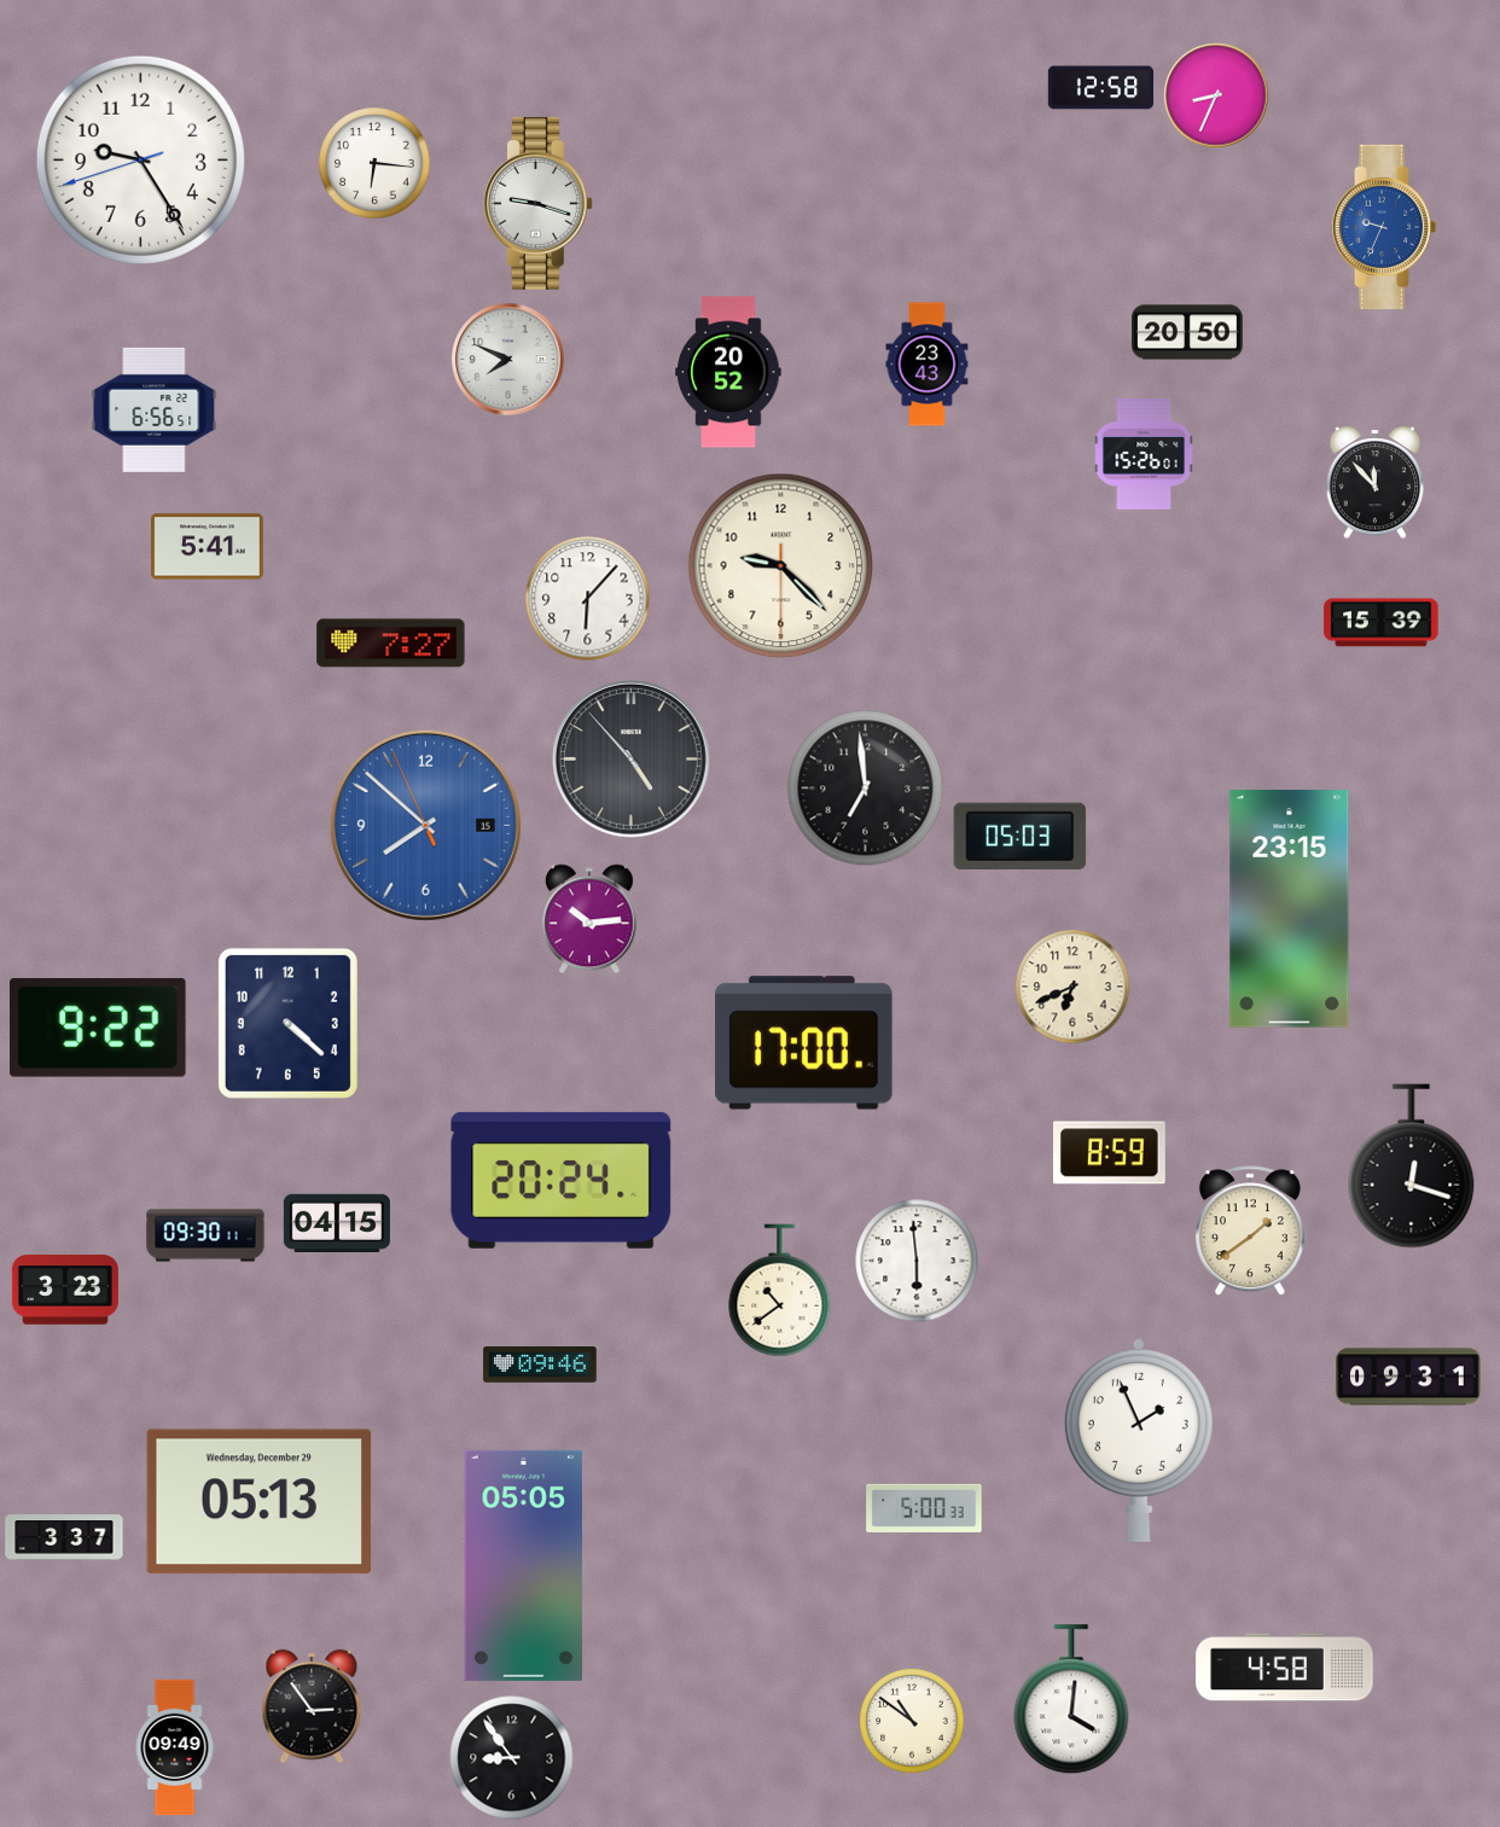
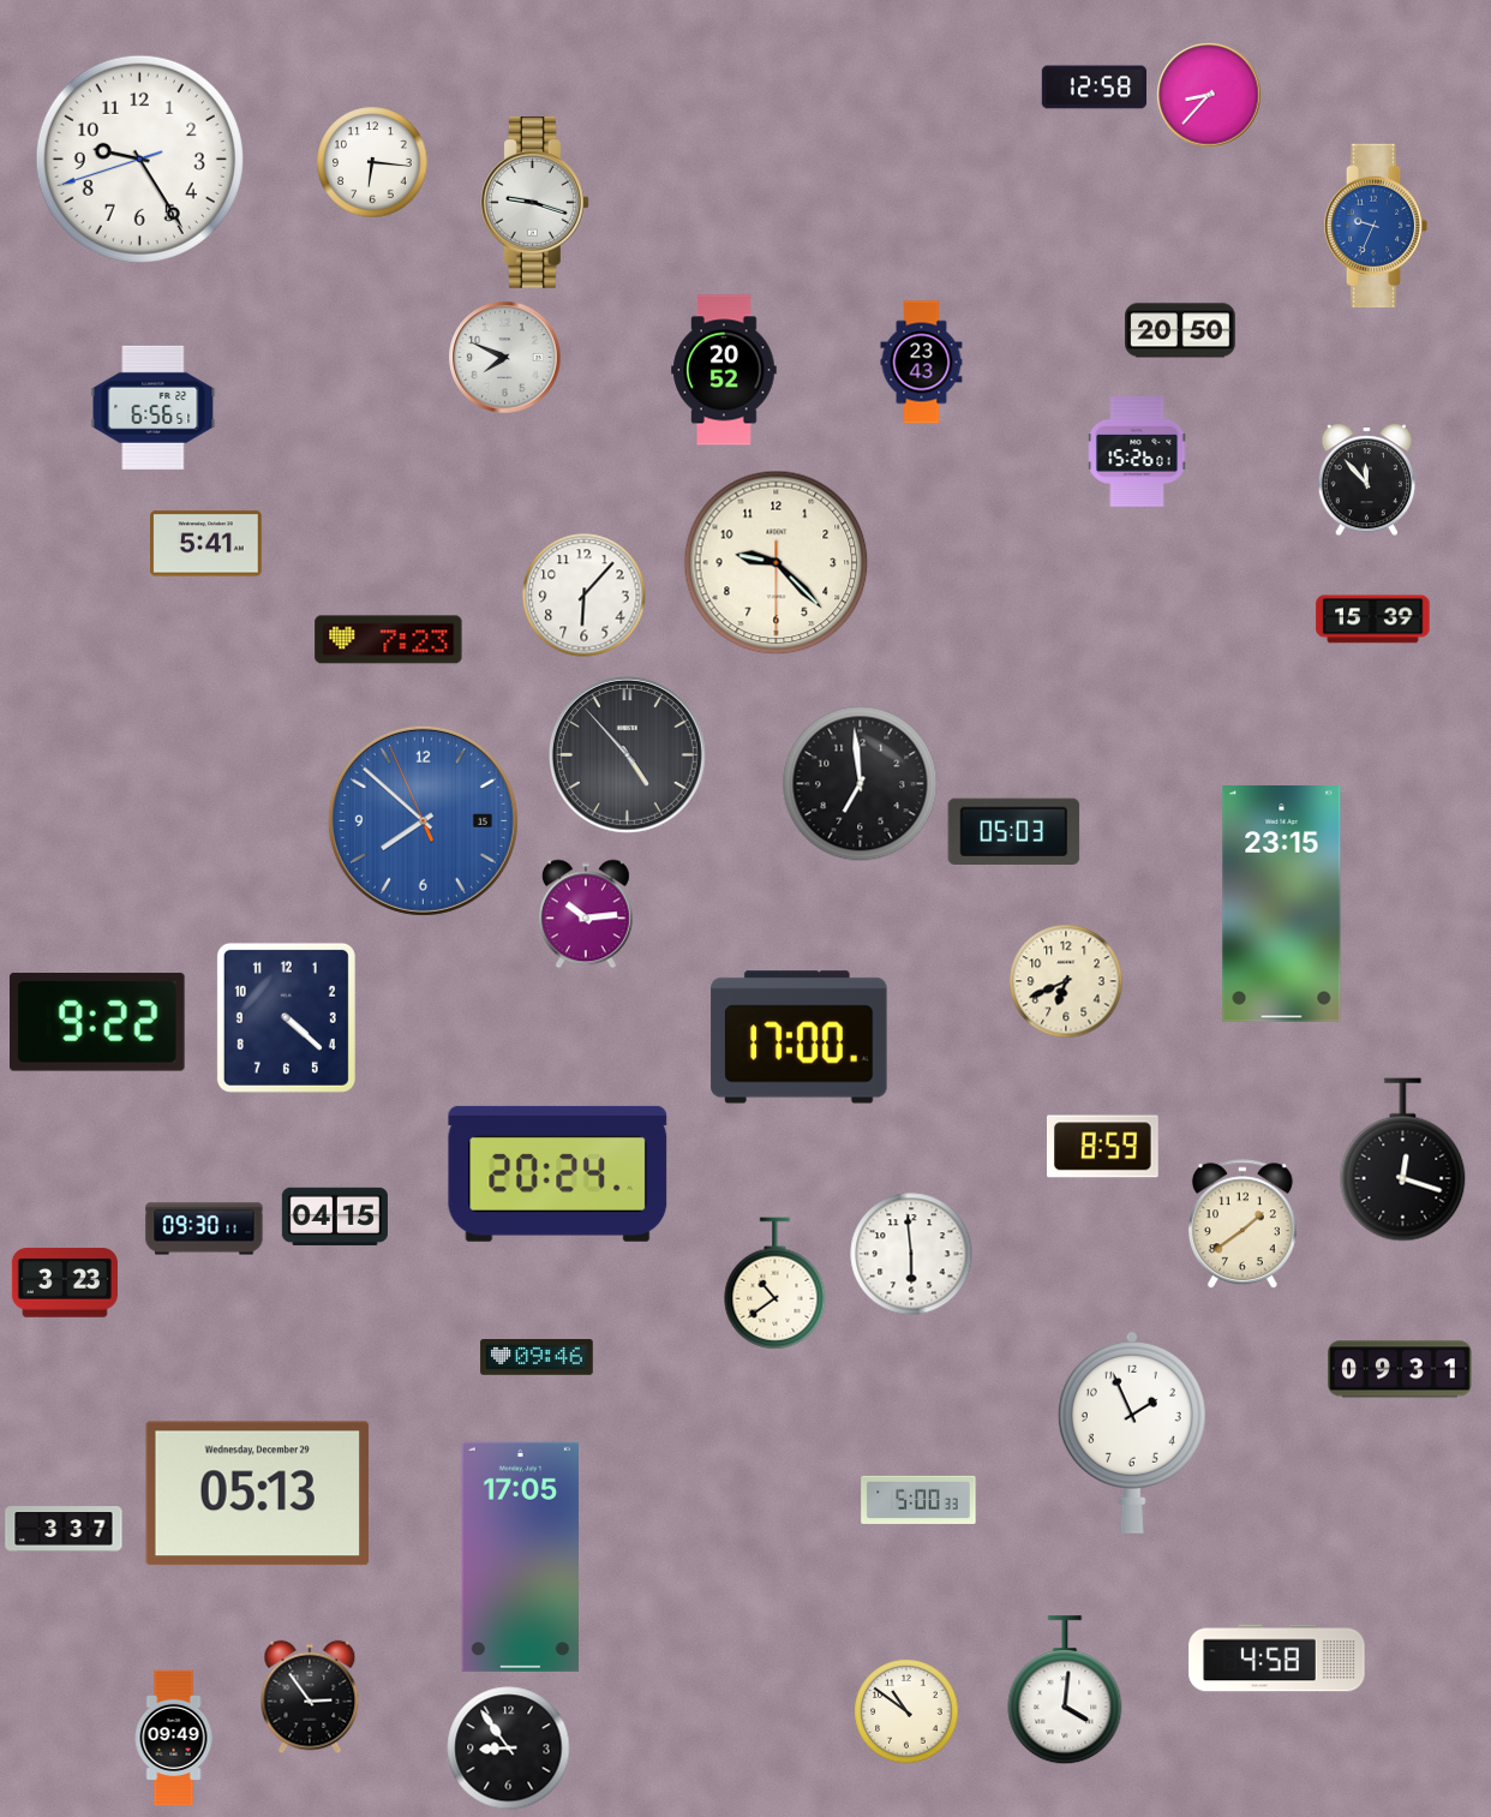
clock at (1216, 95): 8:34 -> 8:37
clock at (391, 644): 7:27 -> 7:23
clock at (523, 1565): 05:05 -> 17:05
